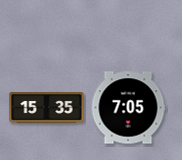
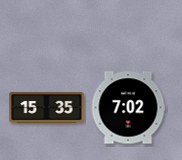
clock at (128, 108): 7:05 -> 7:02
